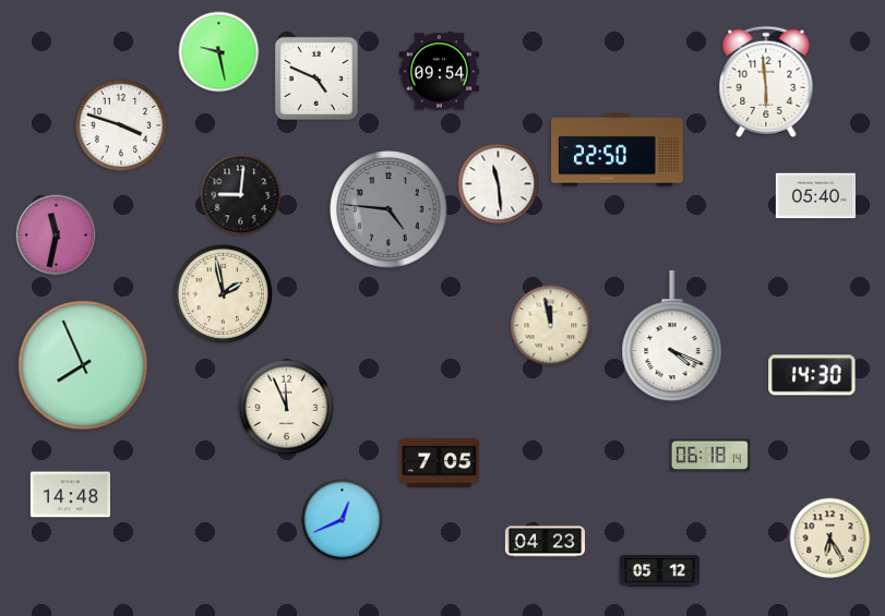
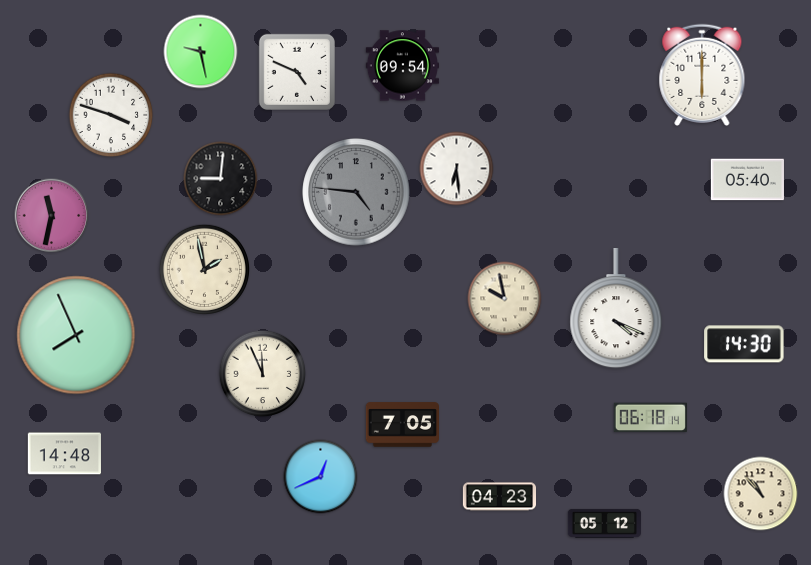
clock at (219, 52) position: (219, 52) -> (201, 52)
clock at (316, 78) position: (316, 78) -> (297, 72)
clock at (766, 82): 5:59 -> 6:00
clock at (618, 150): 22:50 -> none
clock at (499, 184): 11:29 -> 6:29
clock at (551, 326): 11:58 -> 9:58
clock at (343, 520) position: (343, 520) -> (321, 477)
clock at (830, 539): 6:25 -> 10:53
